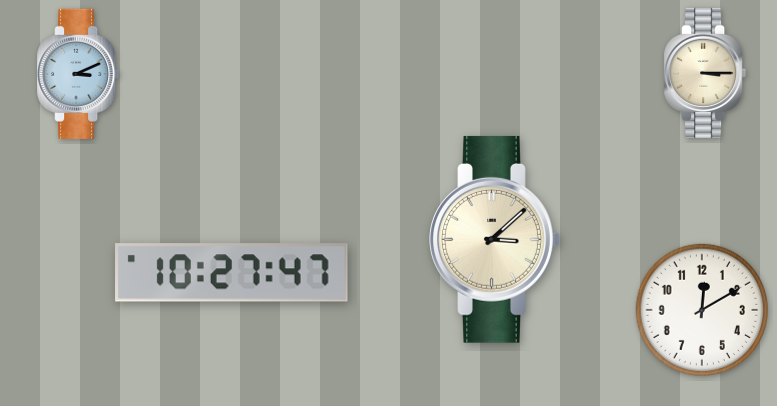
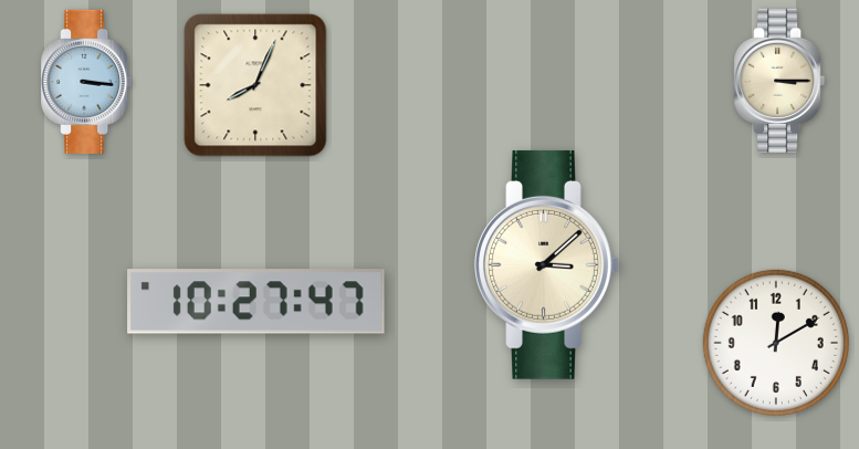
clock at (78, 74): 3:11 -> 3:16
clock at (255, 85): none -> 8:04
